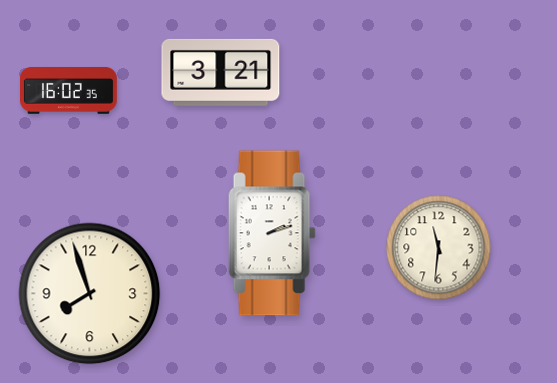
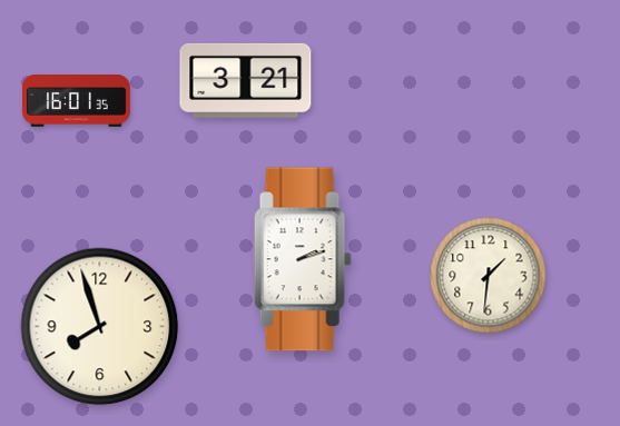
clock at (69, 91): 16:02 -> 16:01
clock at (439, 248): 11:31 -> 1:31
